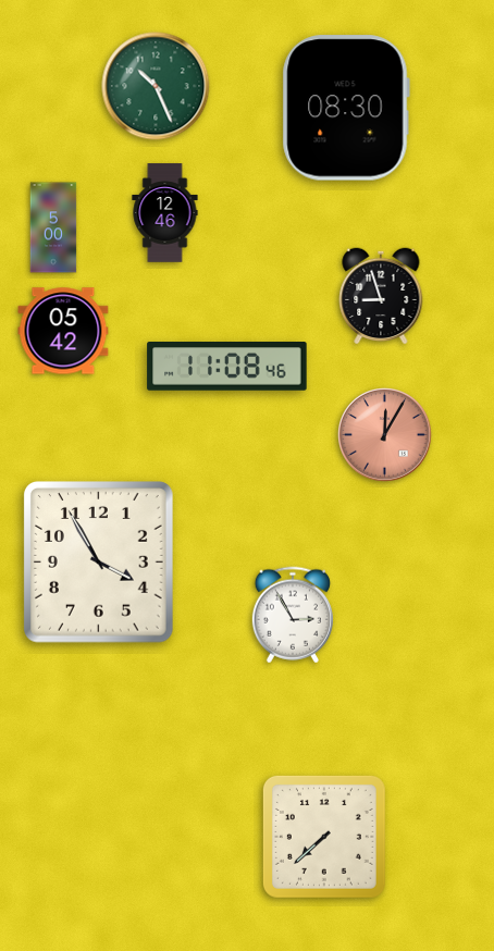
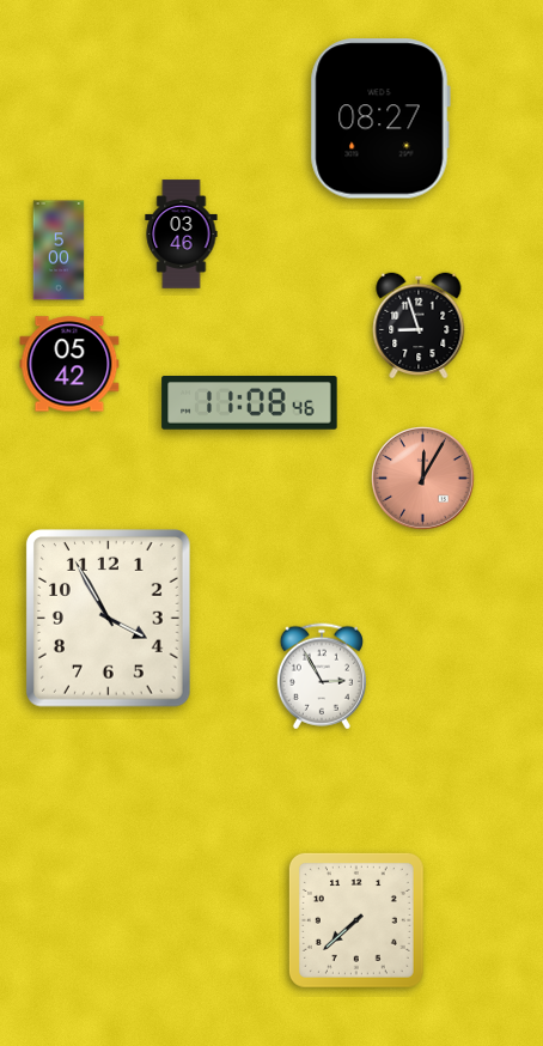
clock at (156, 86): 10:26 -> none
clock at (346, 108): 08:30 -> 08:27
clock at (165, 213): 12:46 -> 03:46
